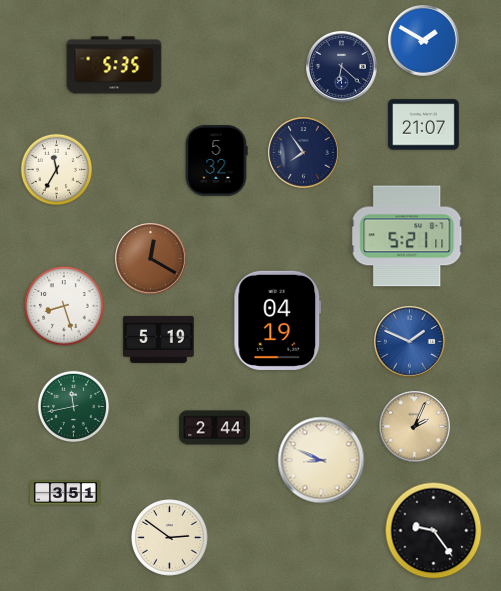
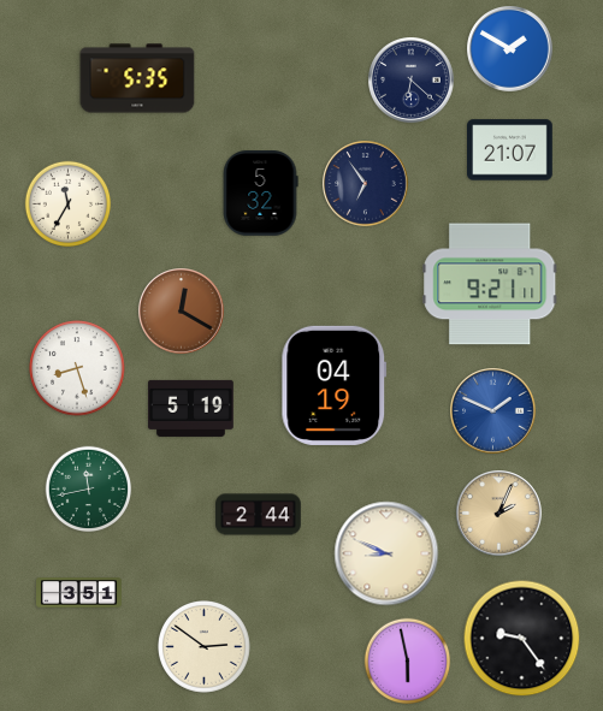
clock at (304, 153): 7:54 -> 6:54
clock at (407, 236): 5:21 -> 9:21
clock at (408, 662): none -> 5:58
